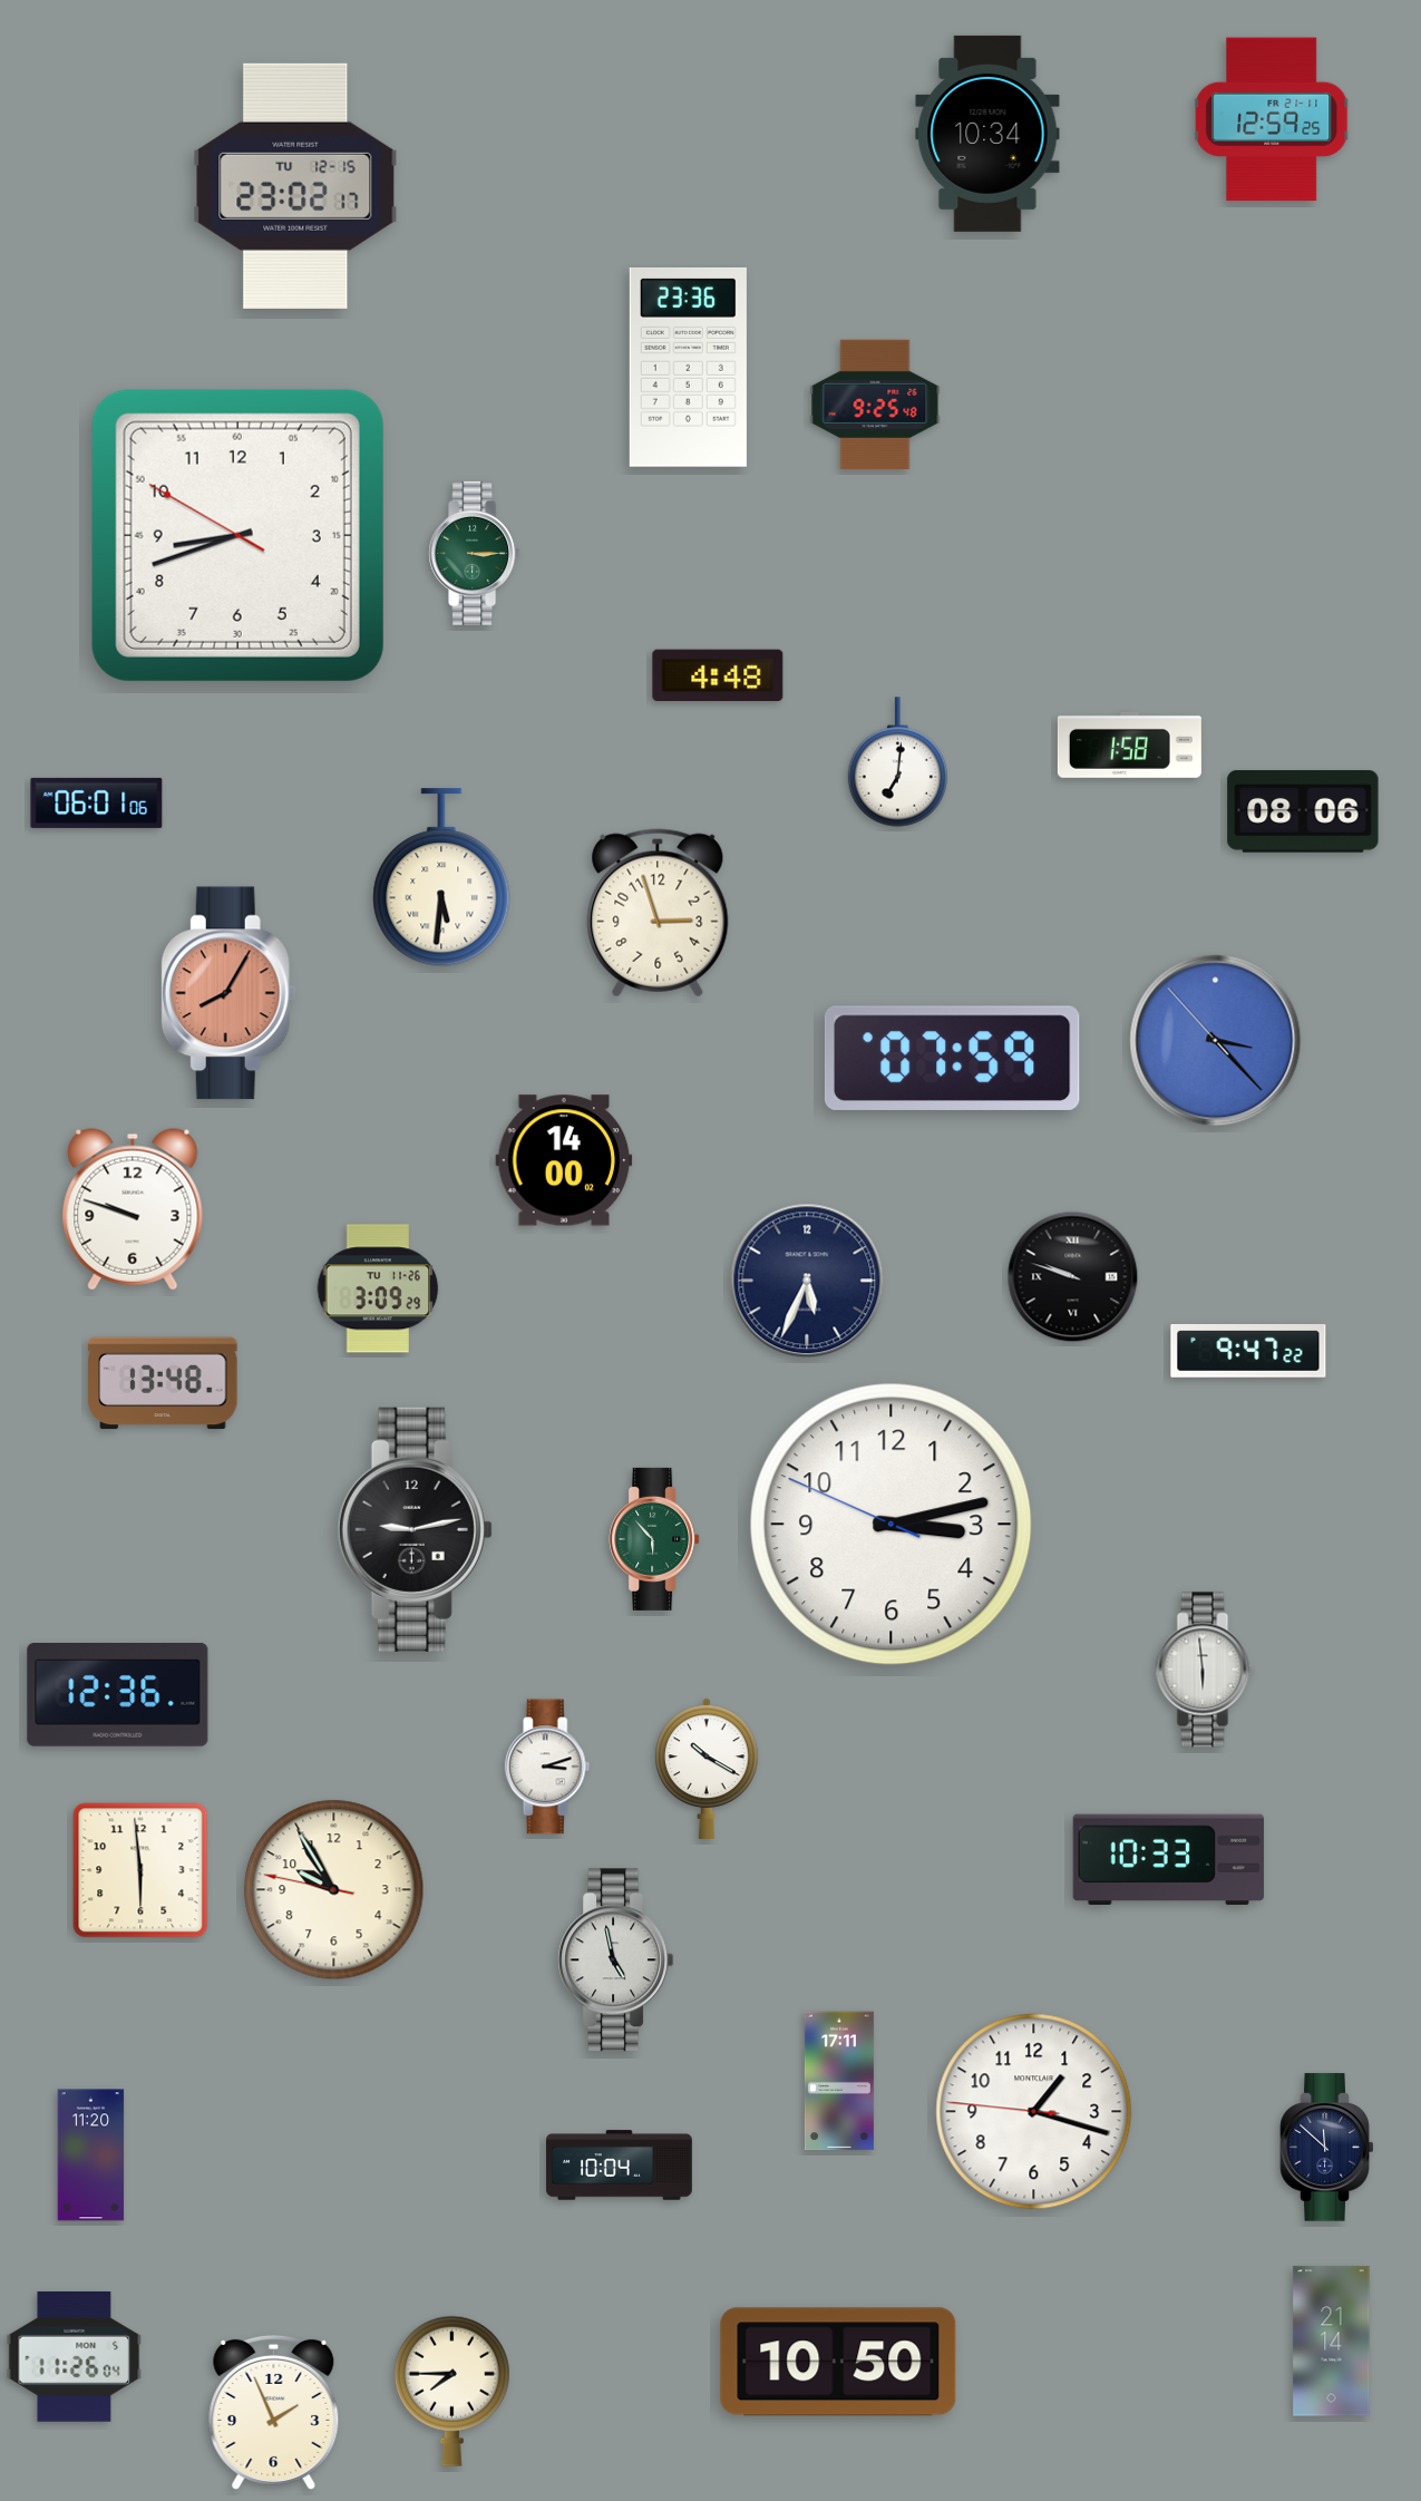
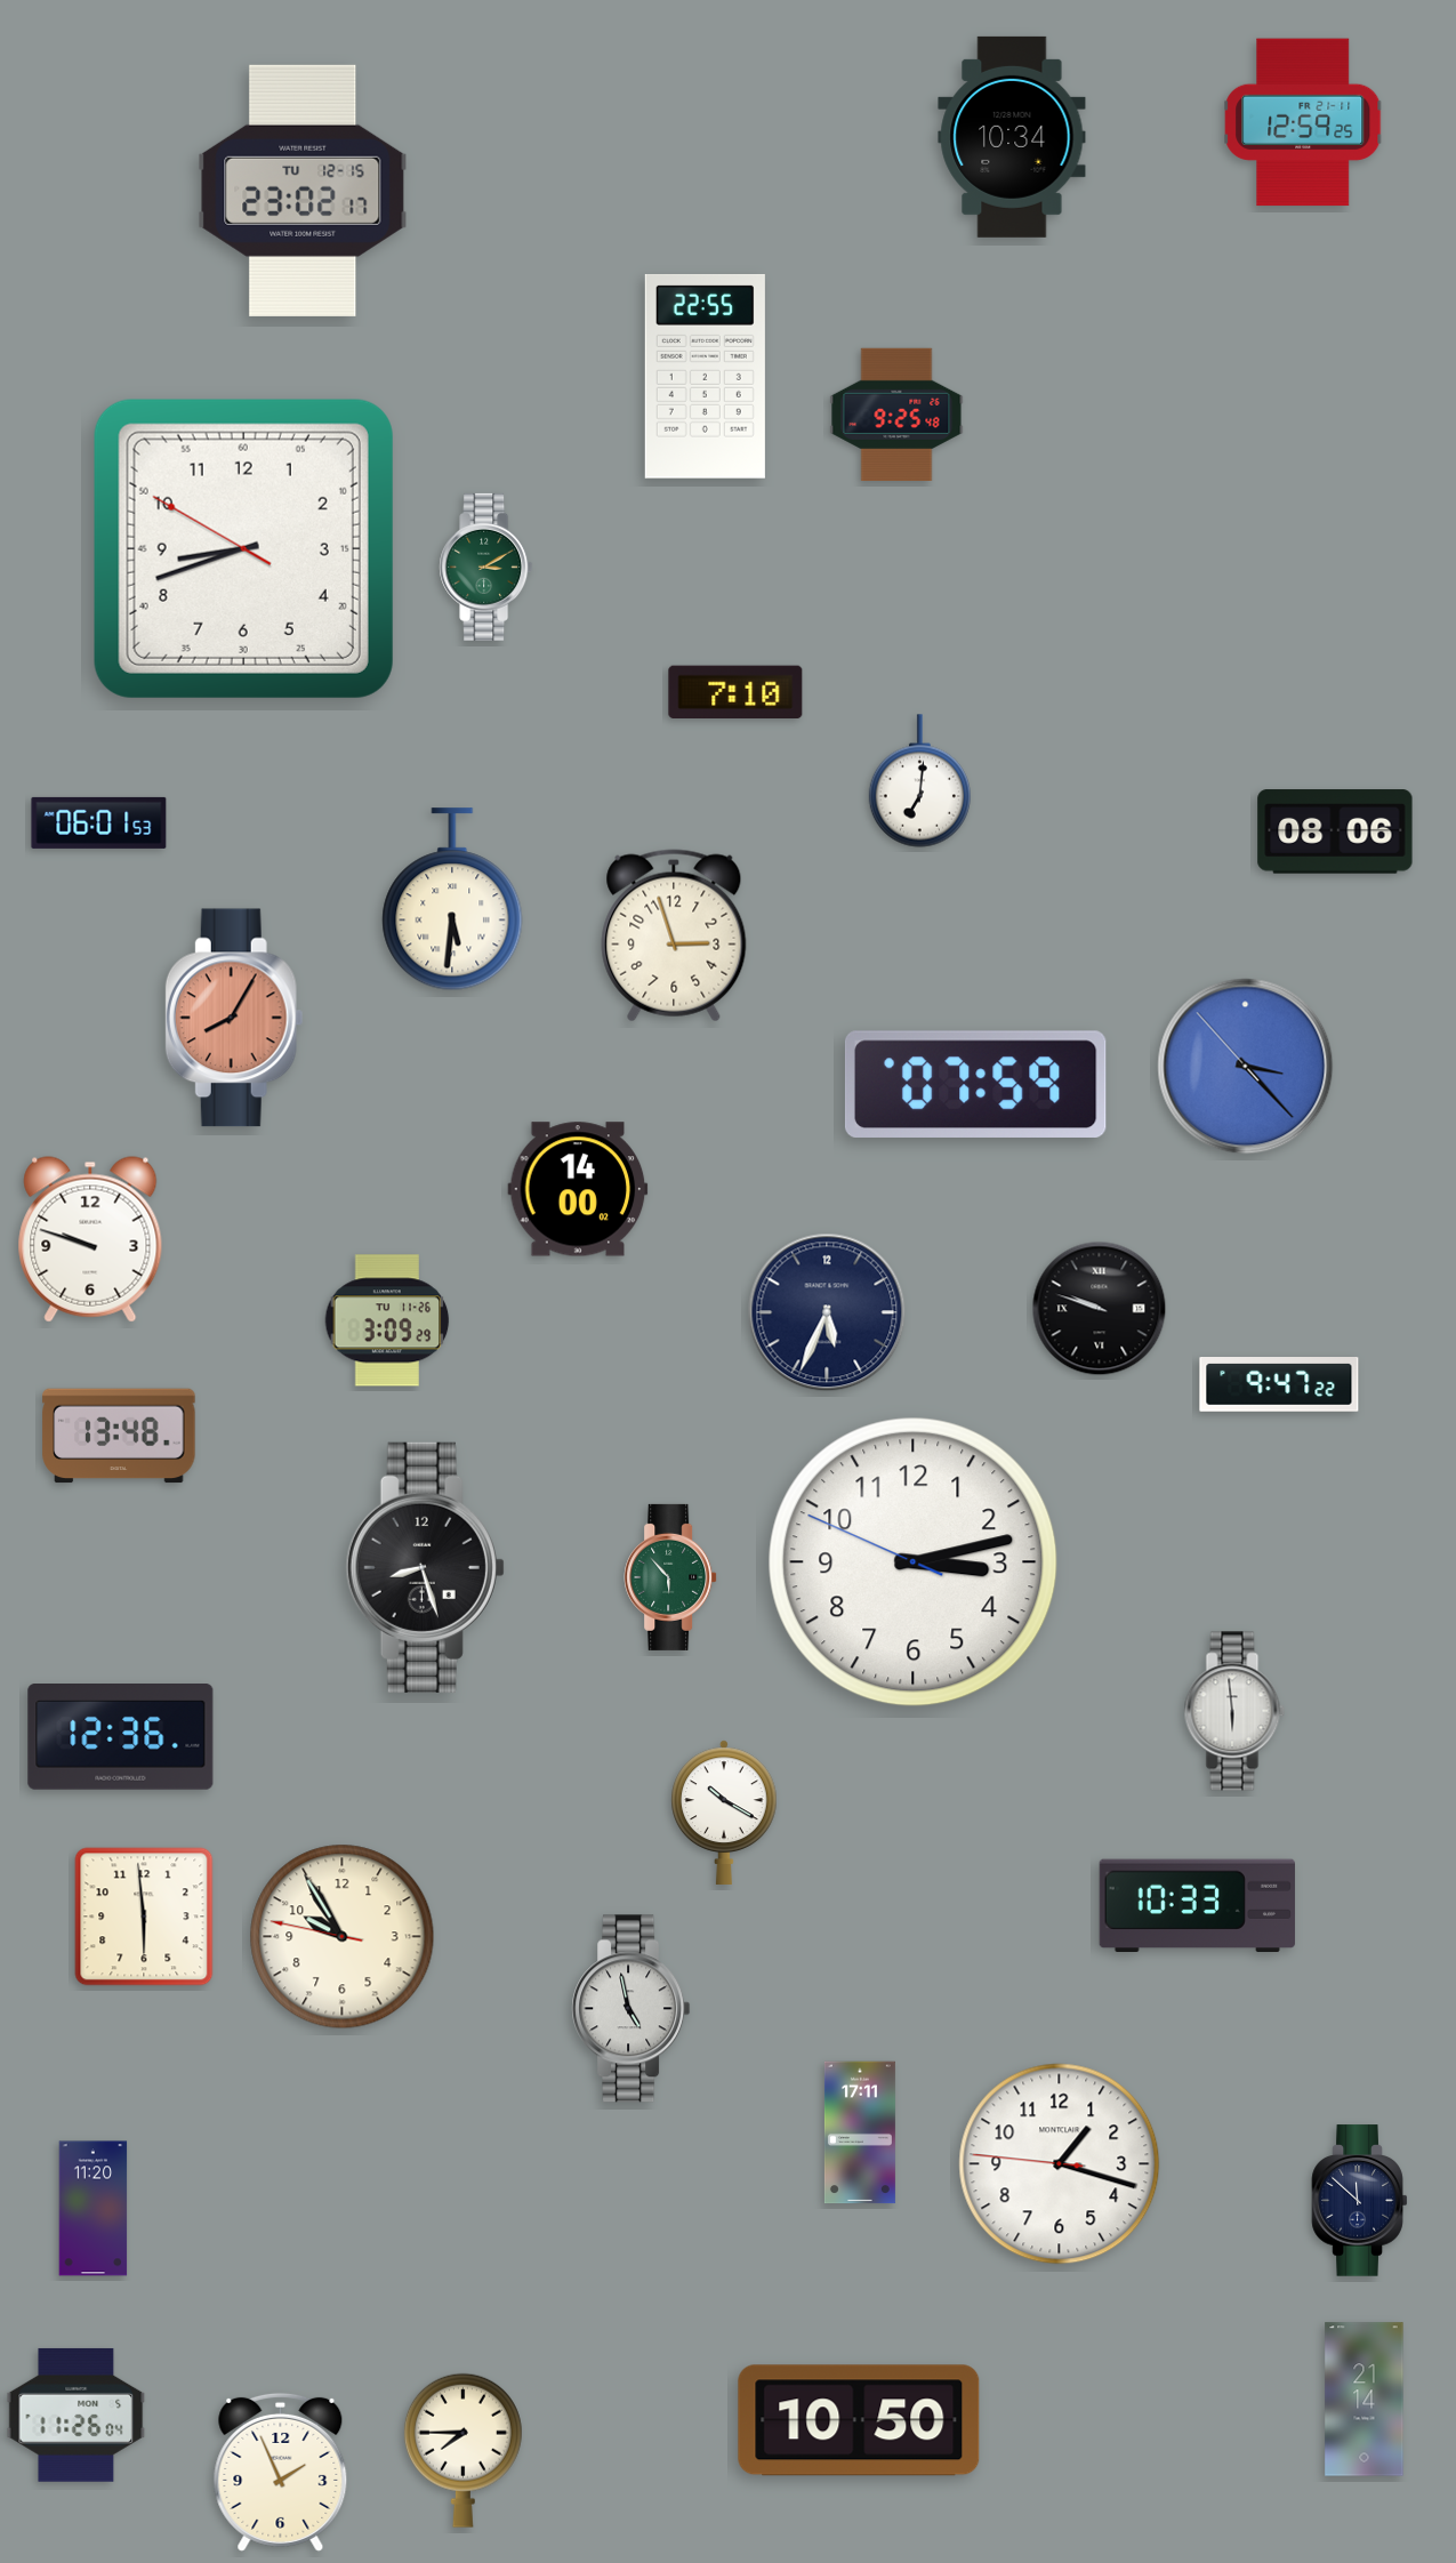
clock at (688, 367): 23:36 -> 22:55
clock at (475, 553): 3:15 -> 3:10
clock at (718, 675): 4:48 -> 7:10
clock at (1129, 745): 1:58 -> none
clock at (97, 802): 06:01:06 -> 06:01:53
clock at (133, 1209) position: (133, 1209) -> (90, 1239)
clock at (163, 1383) position: (163, 1383) -> (119, 1436)
clock at (415, 1529): 9:13 -> 8:27
clock at (547, 1767): 3:12 -> none
clock at (620, 2166): 10:04 -> none
